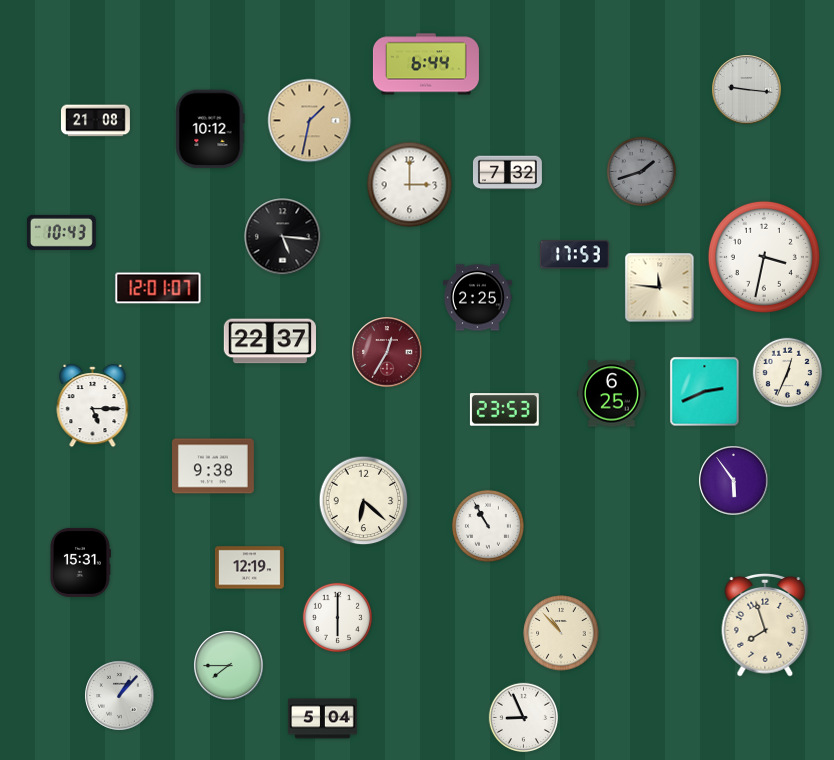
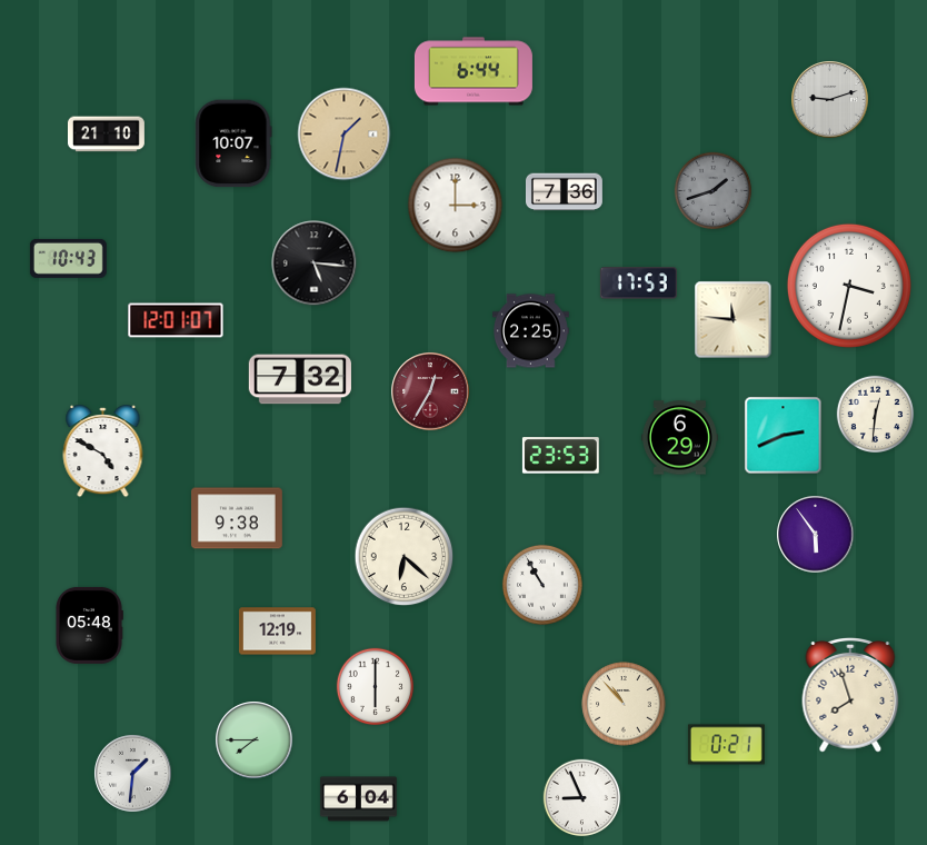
clock at (747, 90): 9:16 -> 9:12
clock at (95, 121): 21:08 -> 21:10
clock at (210, 129): 10:12 -> 10:07
clock at (507, 173): 7:32 -> 7:36
clock at (269, 341): 22:37 -> 7:32
clock at (788, 373): 12:34 -> 12:31
clock at (611, 394): 6:25 -> 6:29
clock at (93, 407): 5:15 -> 4:50
clock at (81, 562): 15:31 -> 05:48
clock at (726, 745): none -> 0:21
clock at (120, 696): 1:07 -> 1:31
clock at (322, 719): 5:04 -> 6:04
